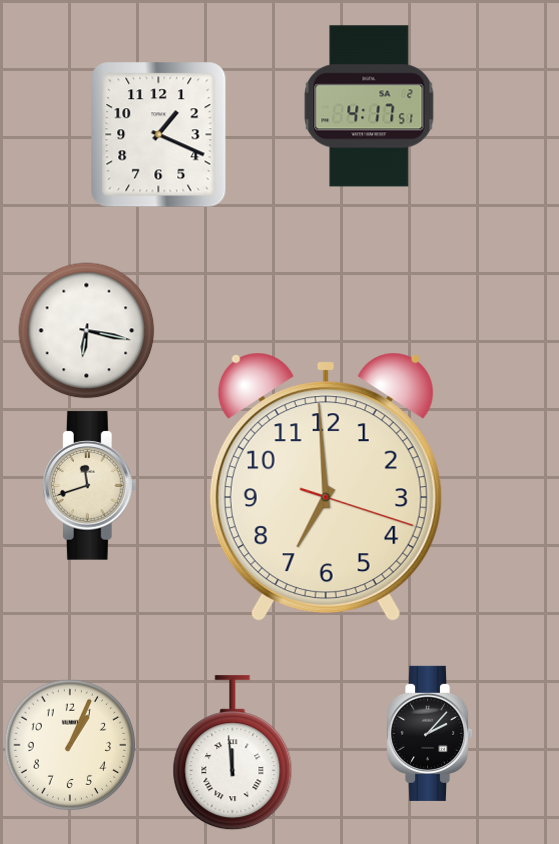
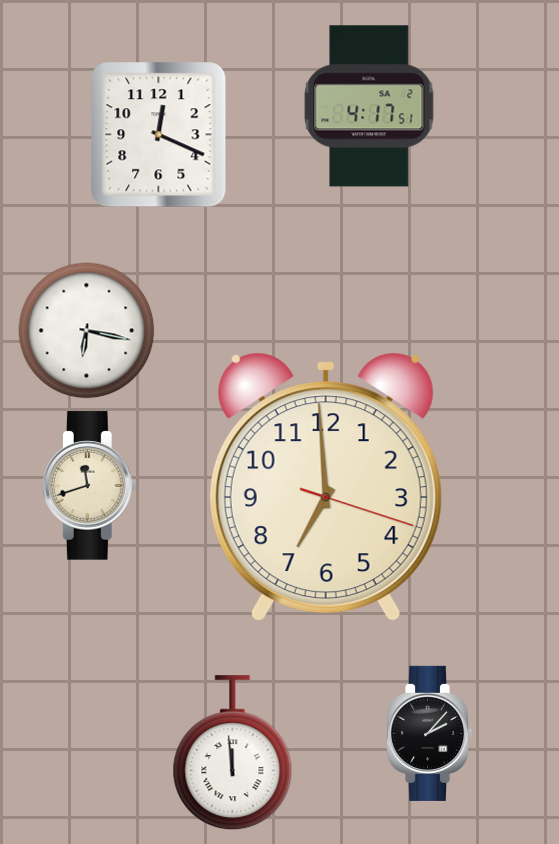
clock at (159, 135): 1:19 -> 12:19
clock at (70, 745): 1:04 -> none
